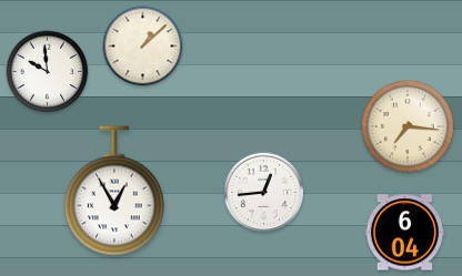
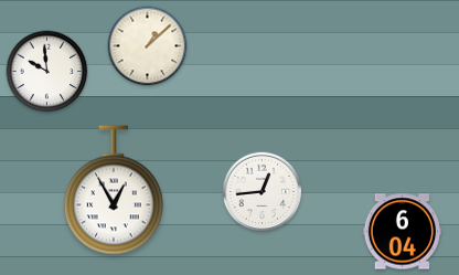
clock at (143, 47) position: (143, 47) -> (148, 46)
clock at (408, 126): 7:16 -> none
